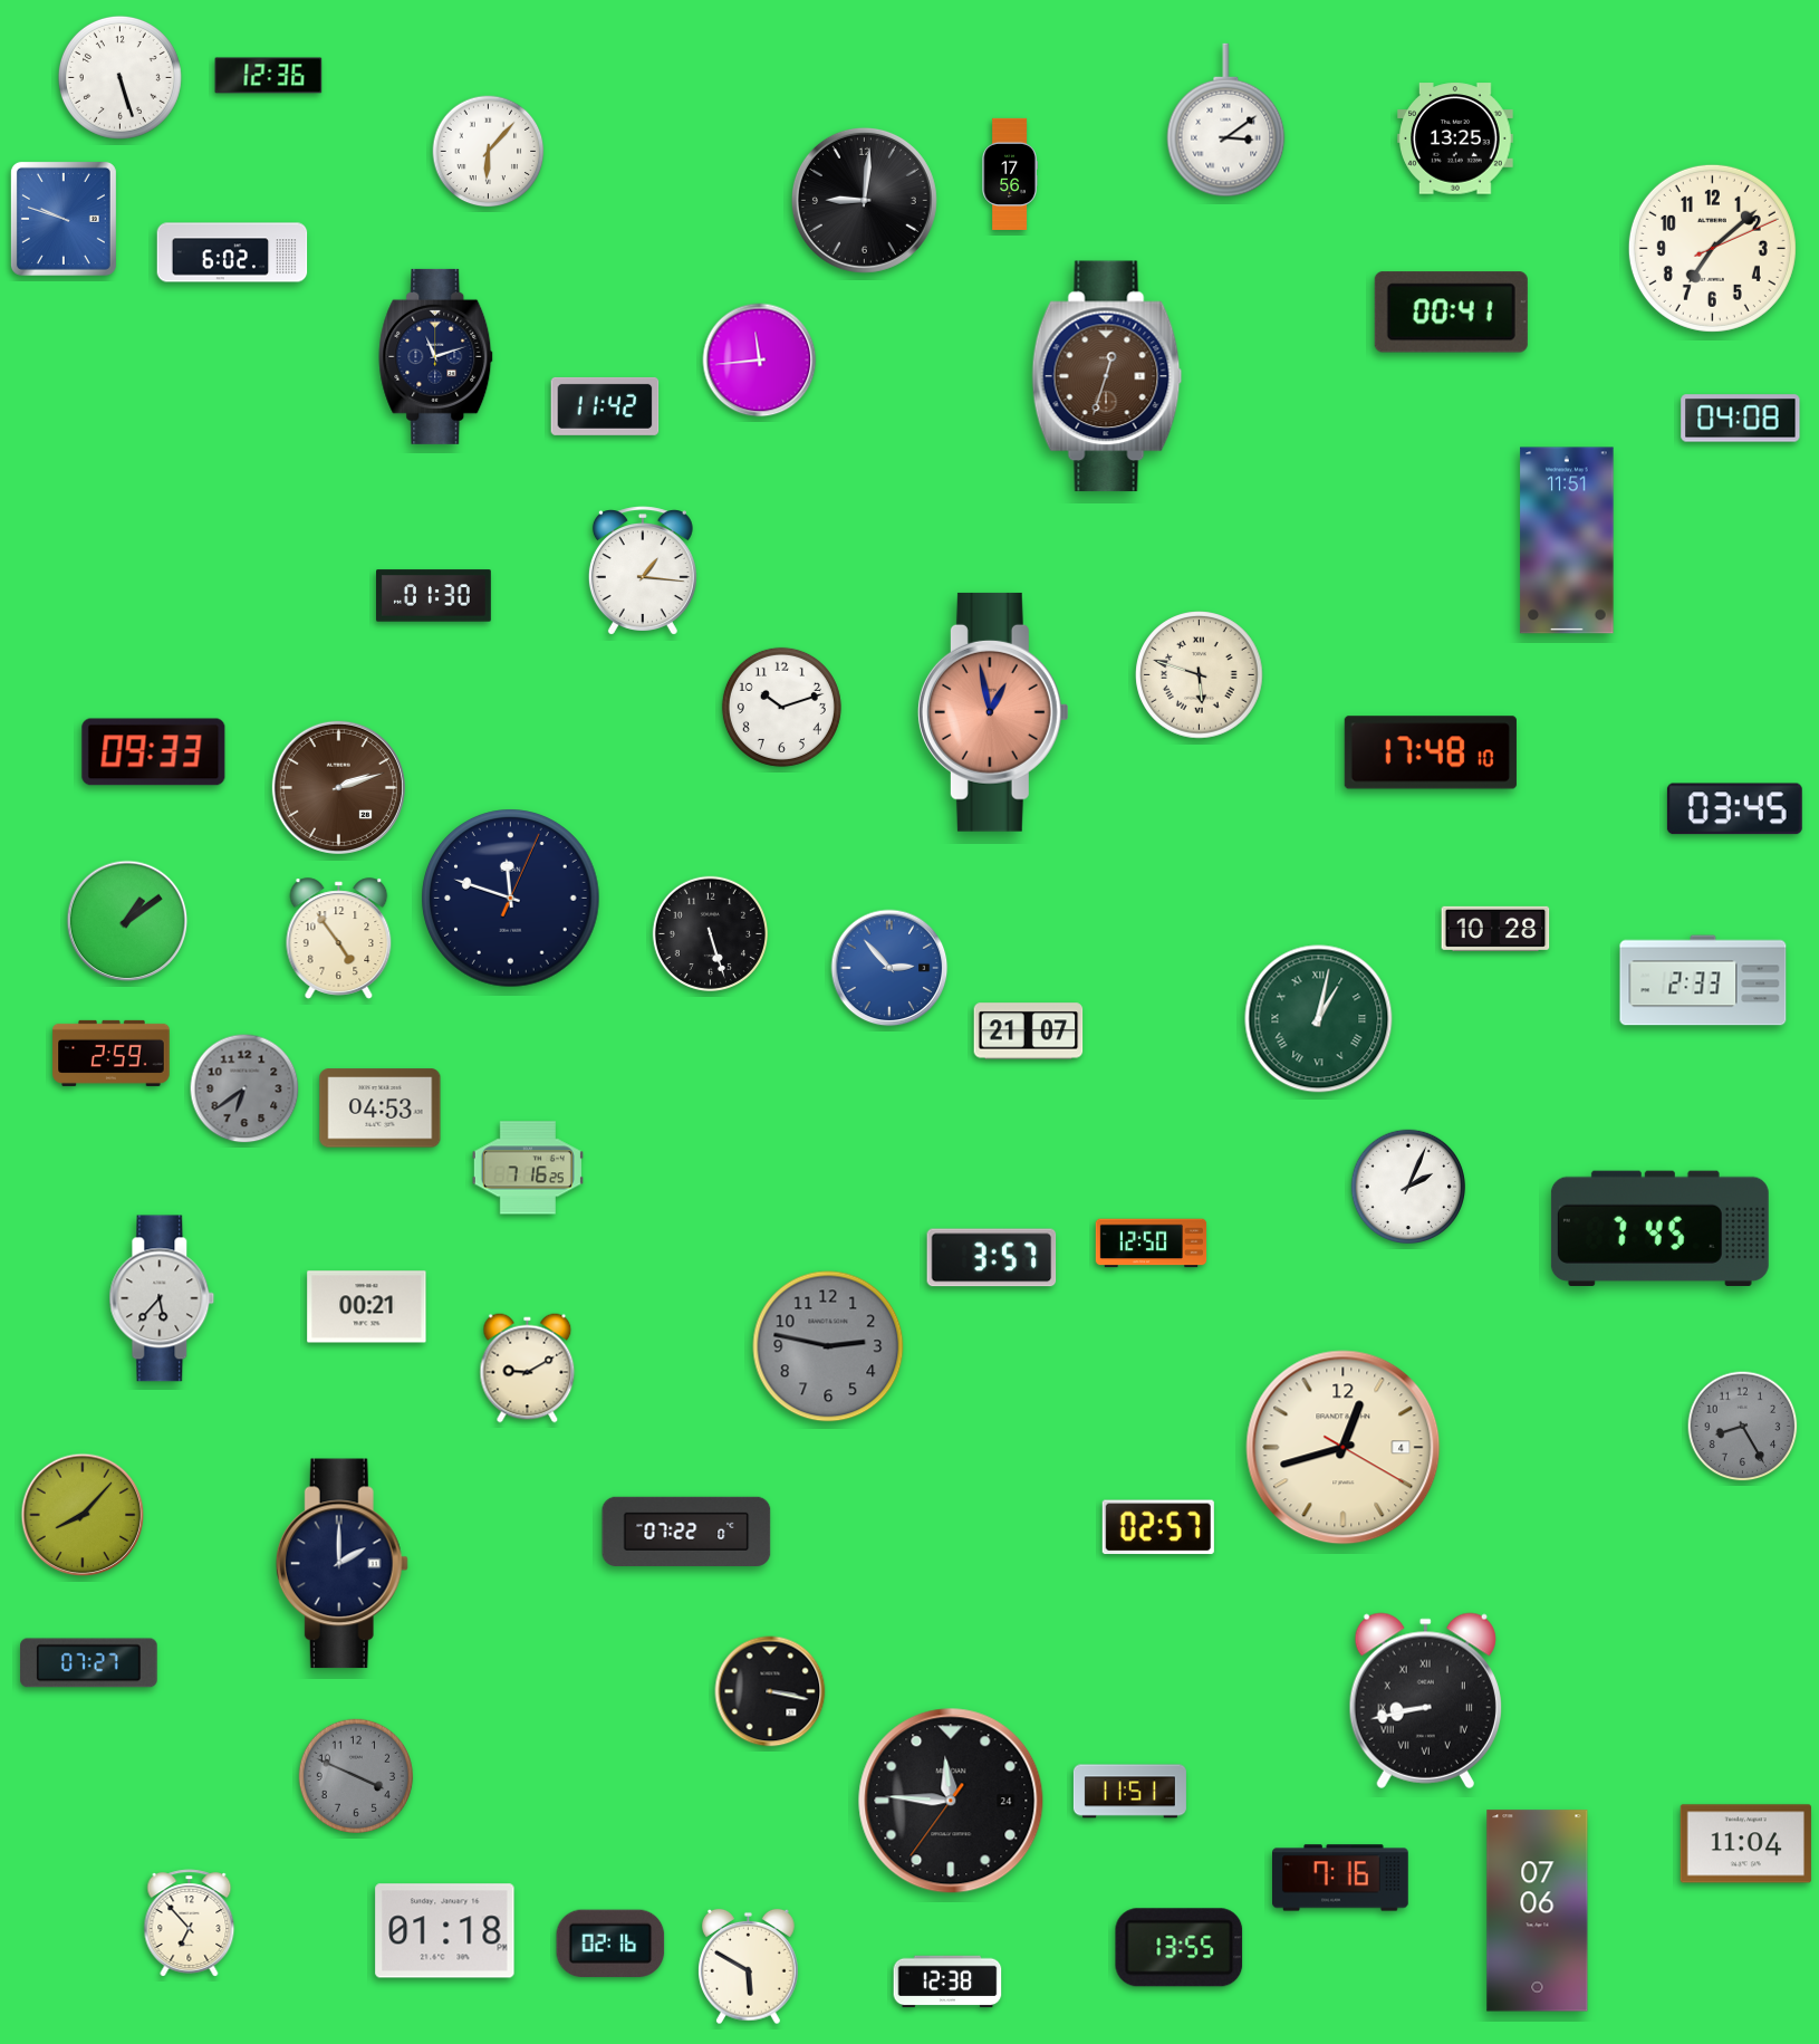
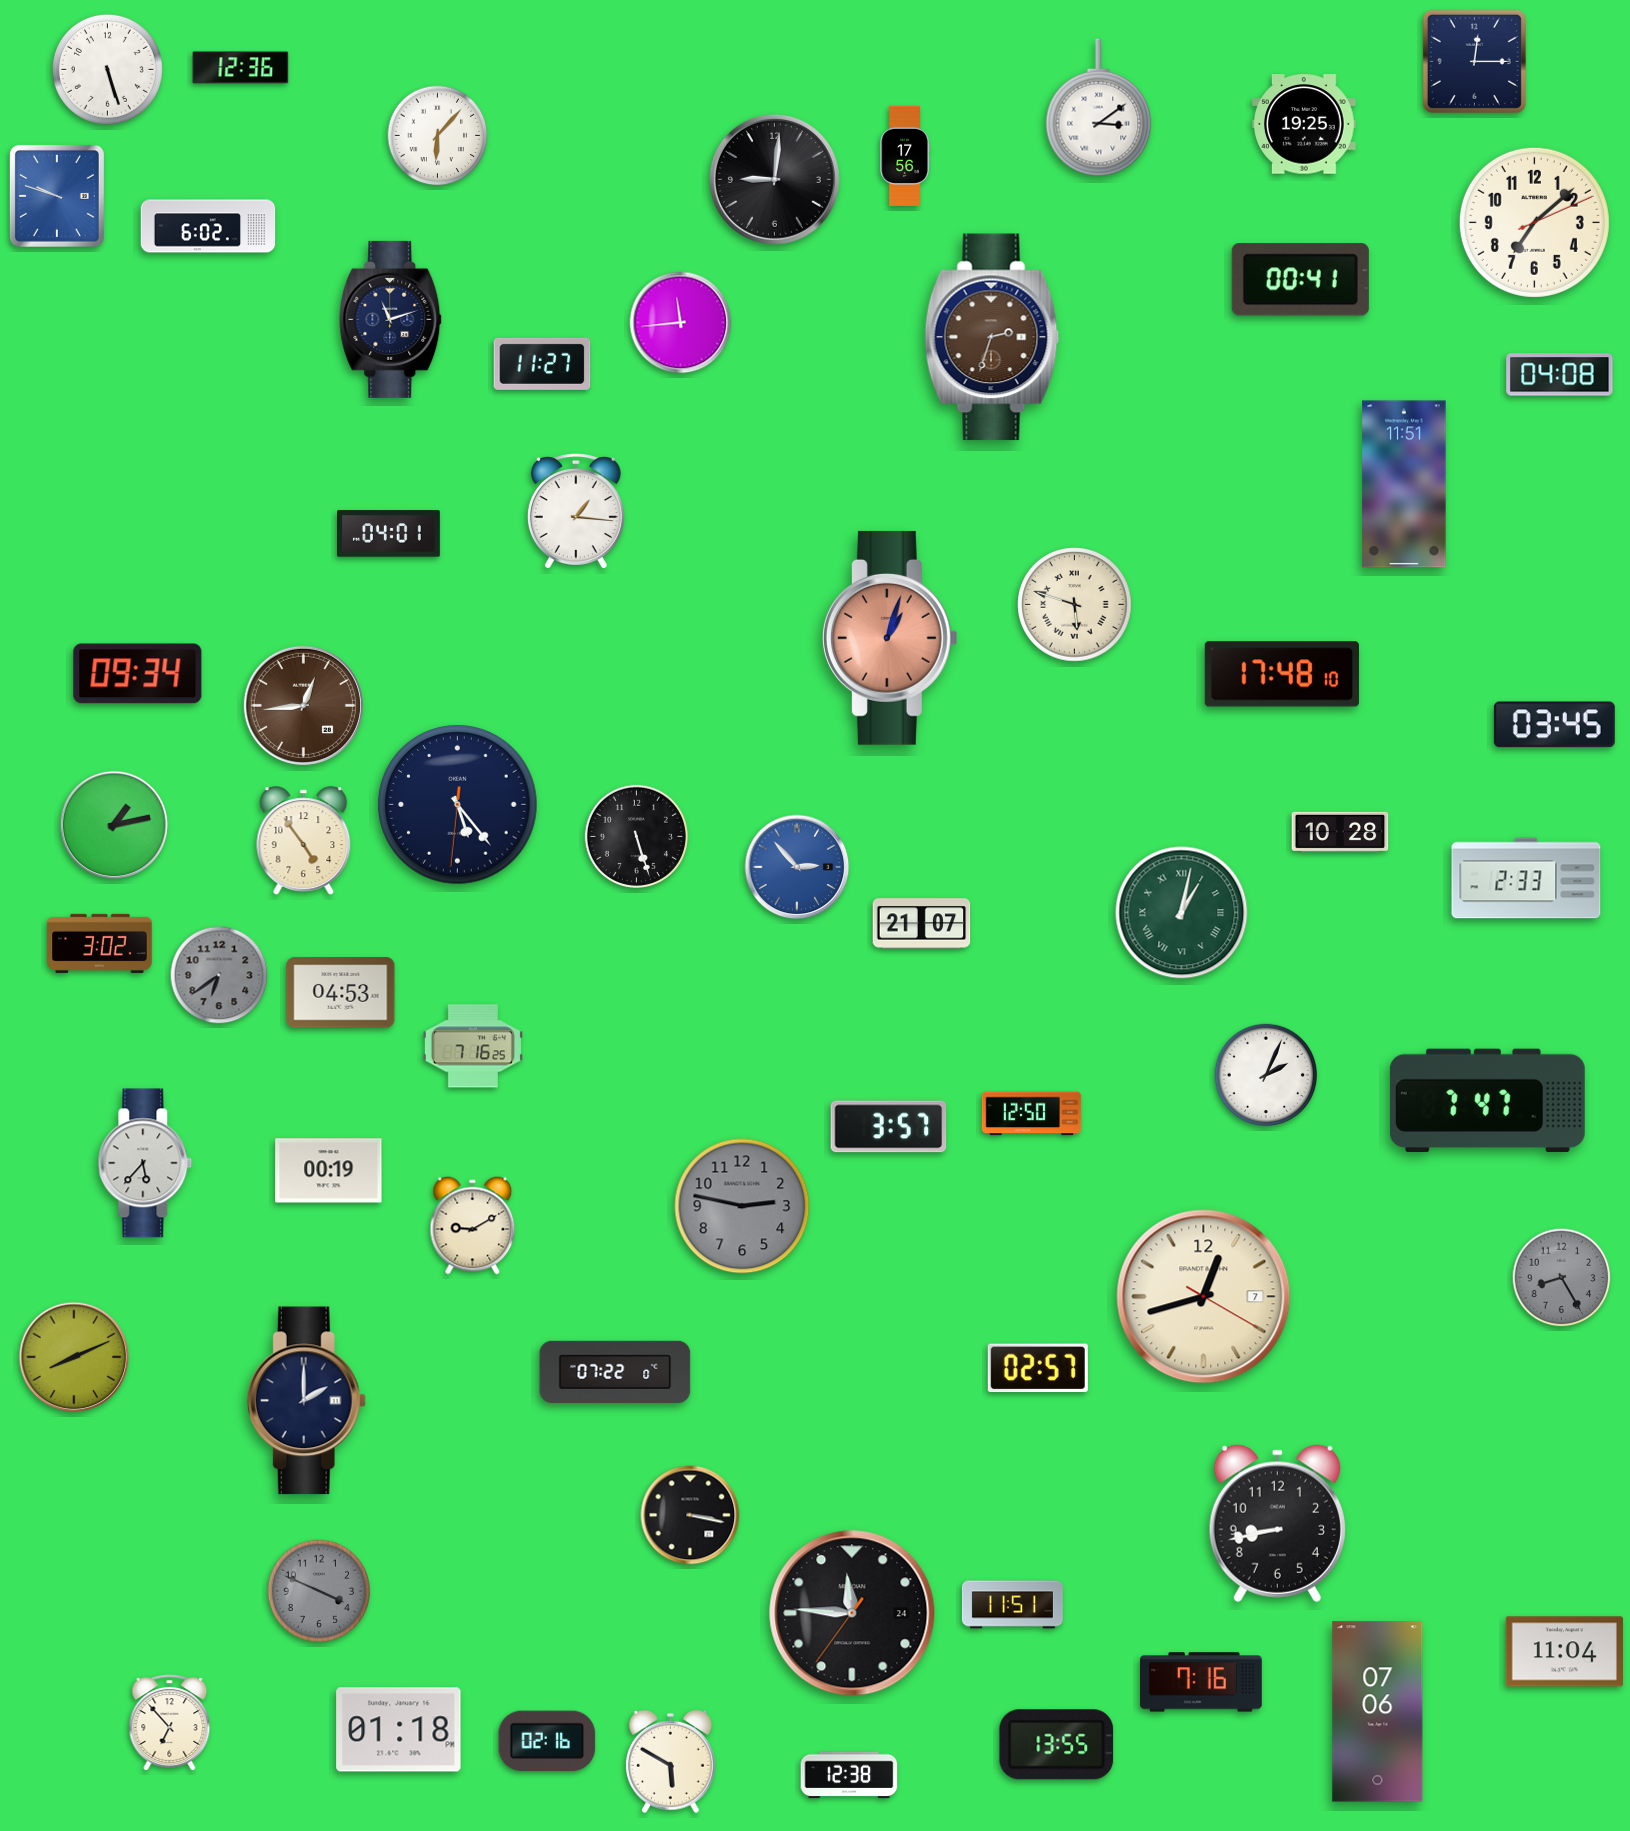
clock at (1474, 61): none -> 12:15
clock at (1455, 138): 13:25 -> 19:25
clock at (1107, 376): 12:33 -> 2:33
clock at (605, 406): 11:42 -> 11:27
clock at (434, 596): 01:30 -> 04:01
clock at (781, 707): 10:12 -> none
clock at (993, 712): 12:58 -> 1:03
clock at (154, 752): 09:33 -> 09:34
clock at (338, 787): 2:12 -> 12:44
clock at (511, 899): 11:48 -> 5:23
clock at (127, 921): 1:09 -> 1:13
clock at (112, 1053): 2:59 -> 3:02
clock at (1407, 1186) position: (1407, 1186) -> (1265, 1074)
clock at (1659, 1228): 7:45 -> 7:47
clock at (367, 1307): 00:21 -> 00:19
clock at (1344, 1448) date: 4 -> 7
clock at (83, 1515): 8:07 -> 8:11
clock at (89, 1663): 07:27 -> none
clock at (1425, 1700) numerals: Roman -> Arabic
